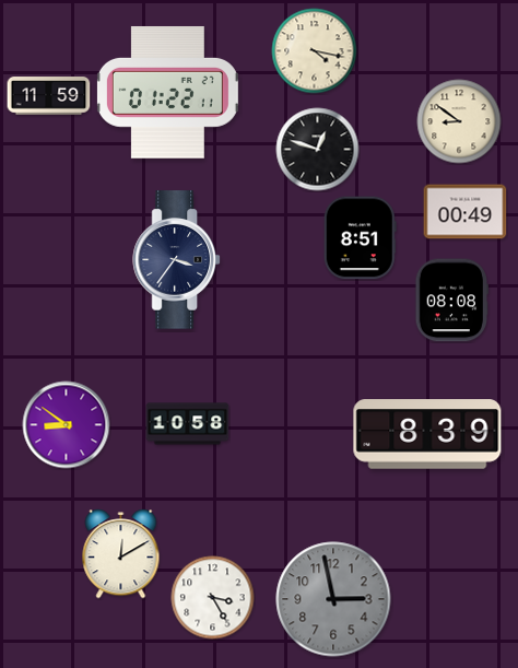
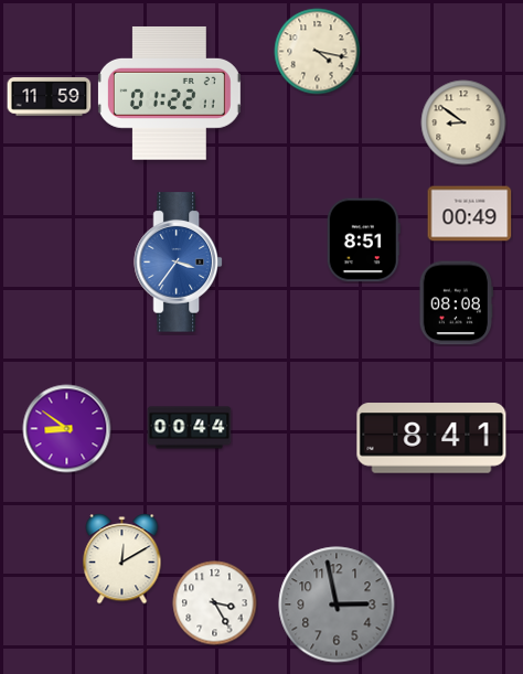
clock at (318, 150): 12:48 -> none
clock at (176, 260) dial: navy -> blue
clock at (188, 424): 10:58 -> 00:44
clock at (427, 434): 8:39 -> 8:41
